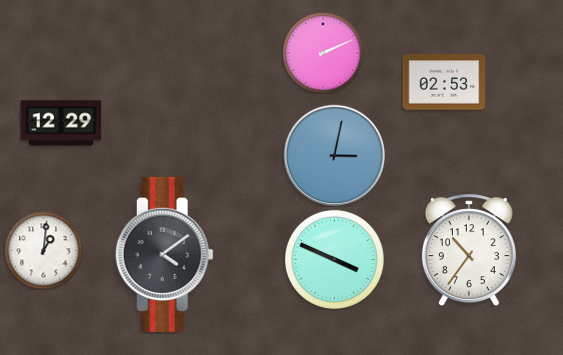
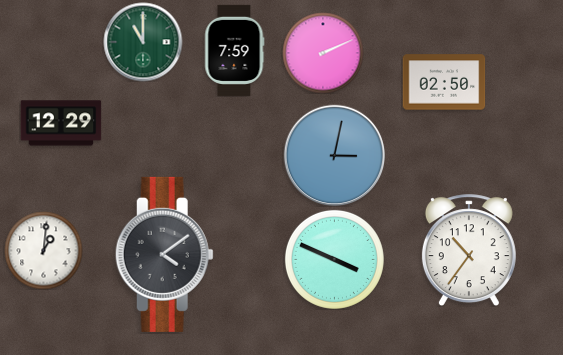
clock at (143, 42): none -> 11:00
clock at (234, 50): none -> 7:59
clock at (444, 82): 02:53 -> 02:50
